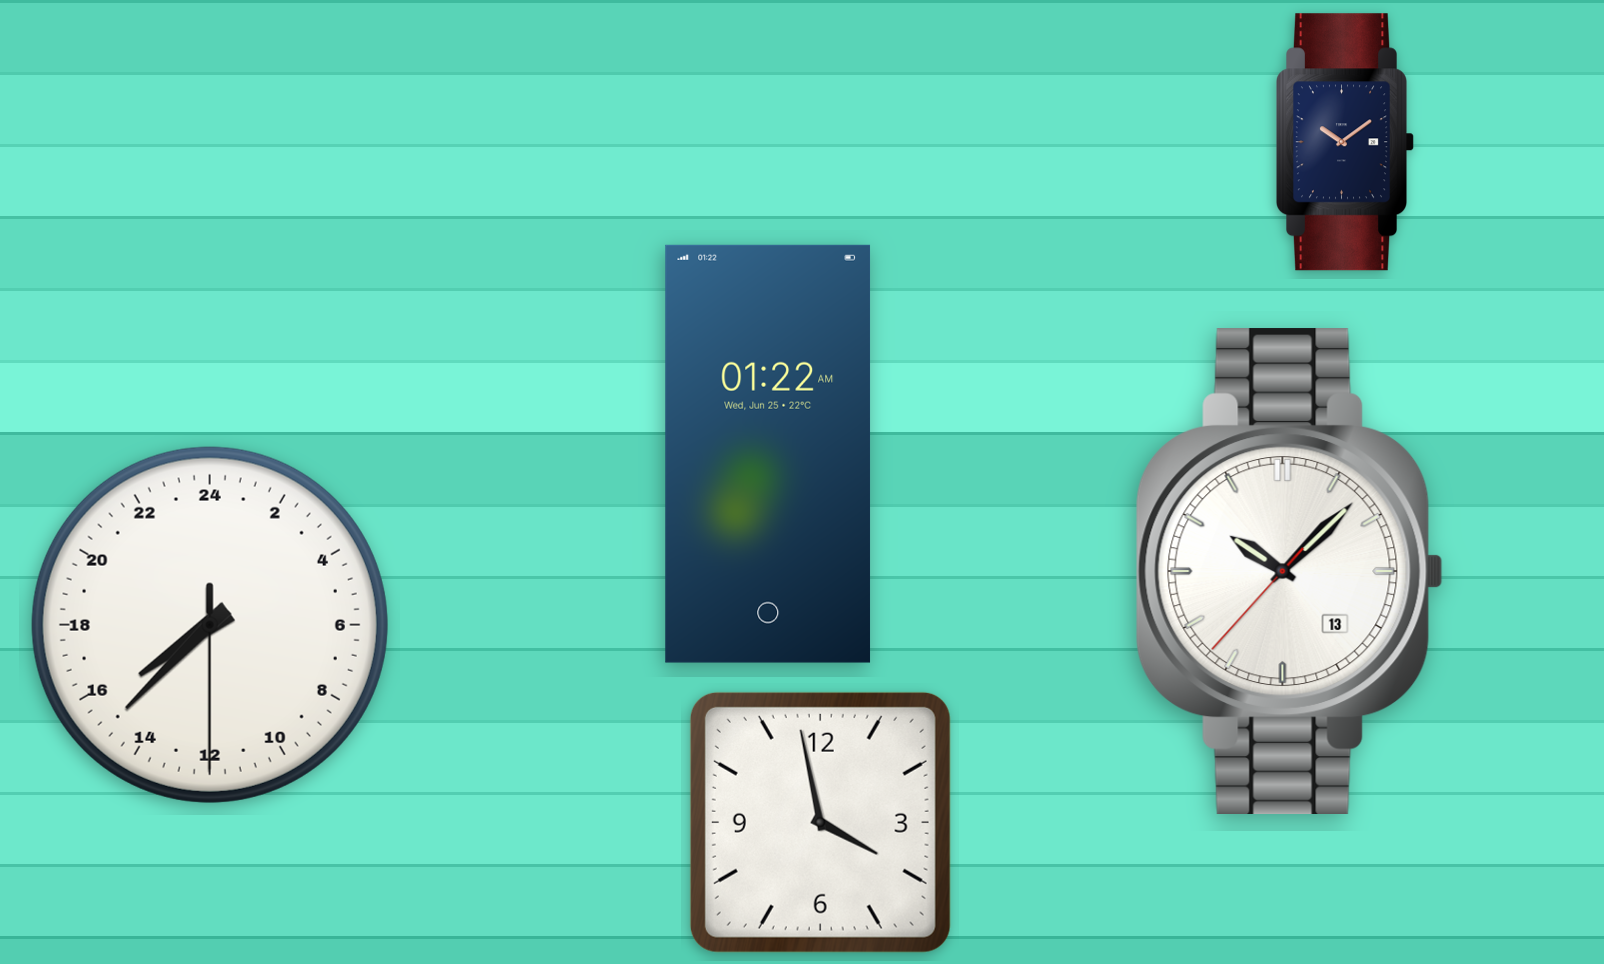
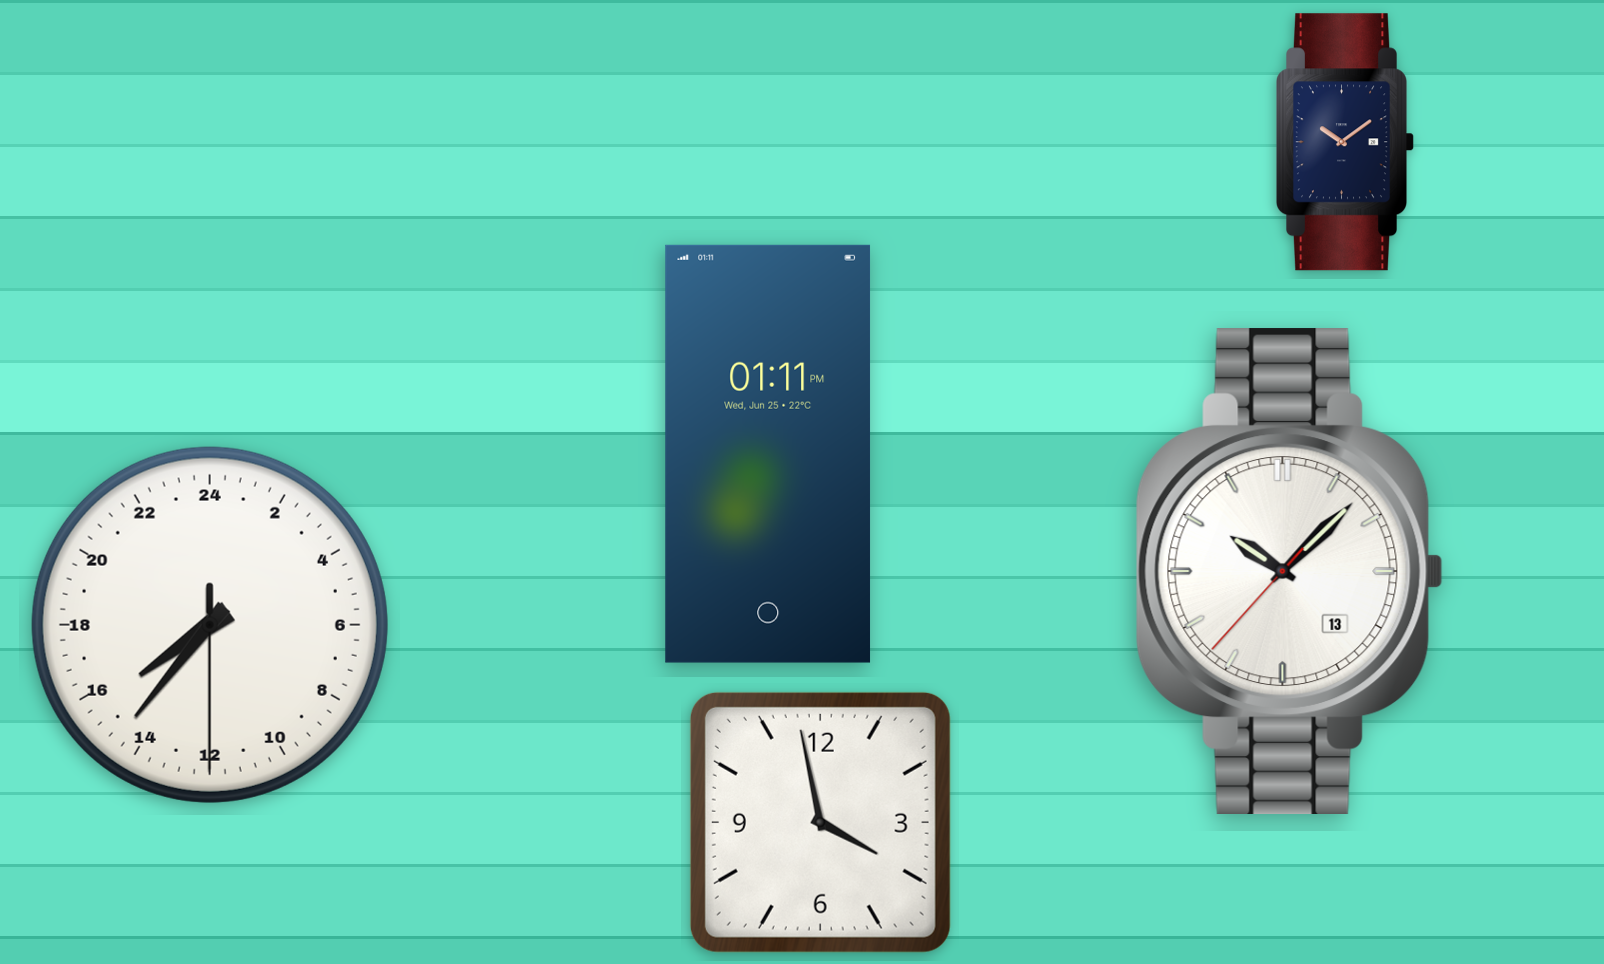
clock at (768, 454): 01:22 -> 01:11
clock at (210, 625): 15:37 -> 15:36
